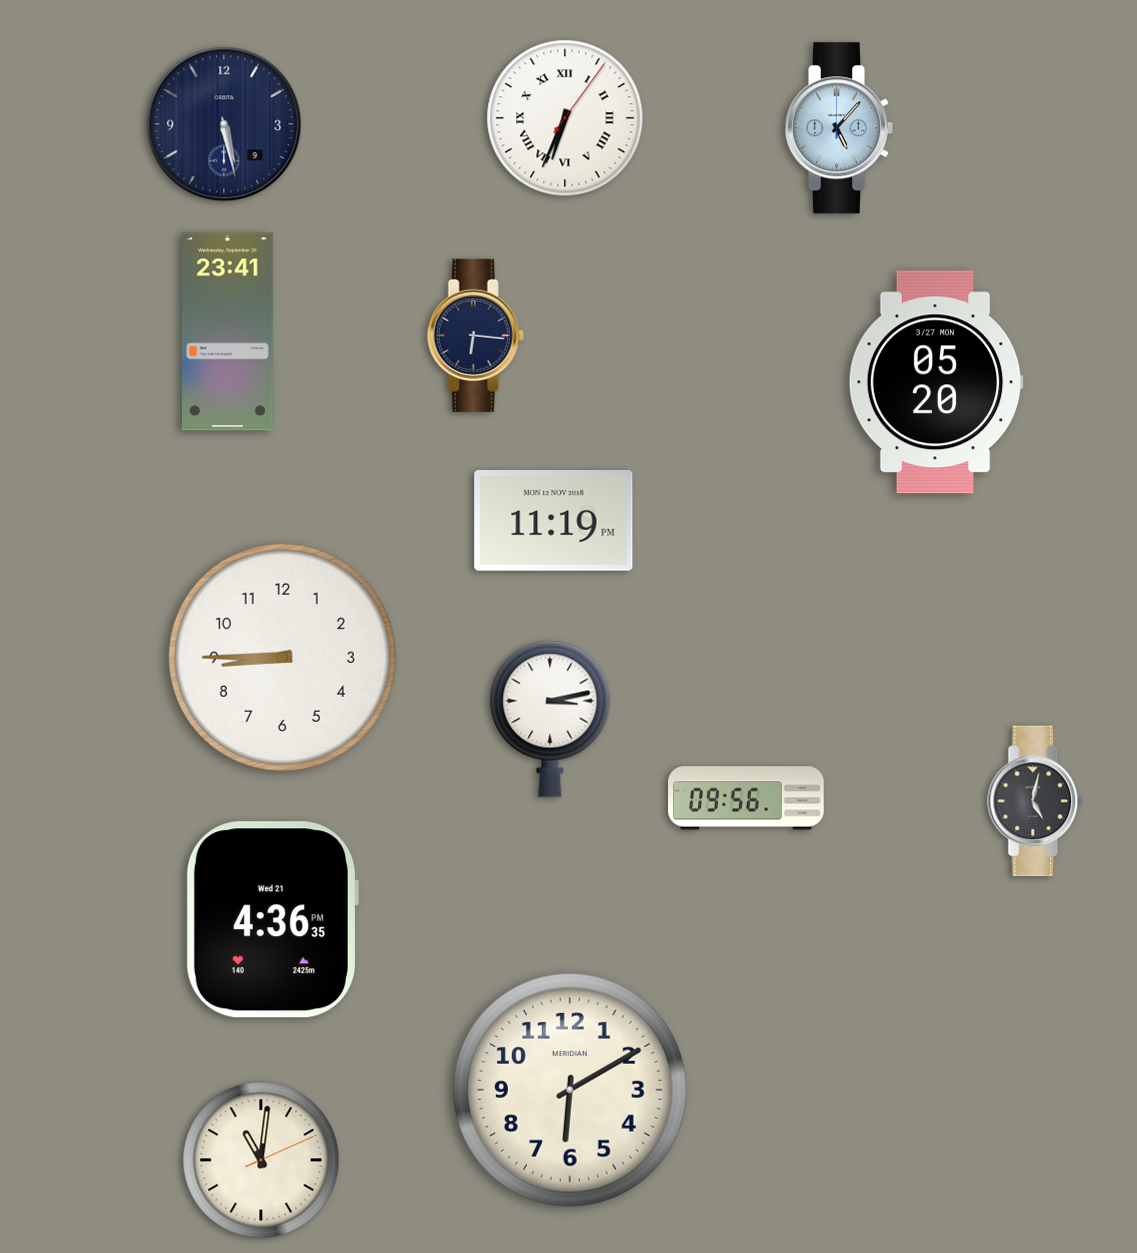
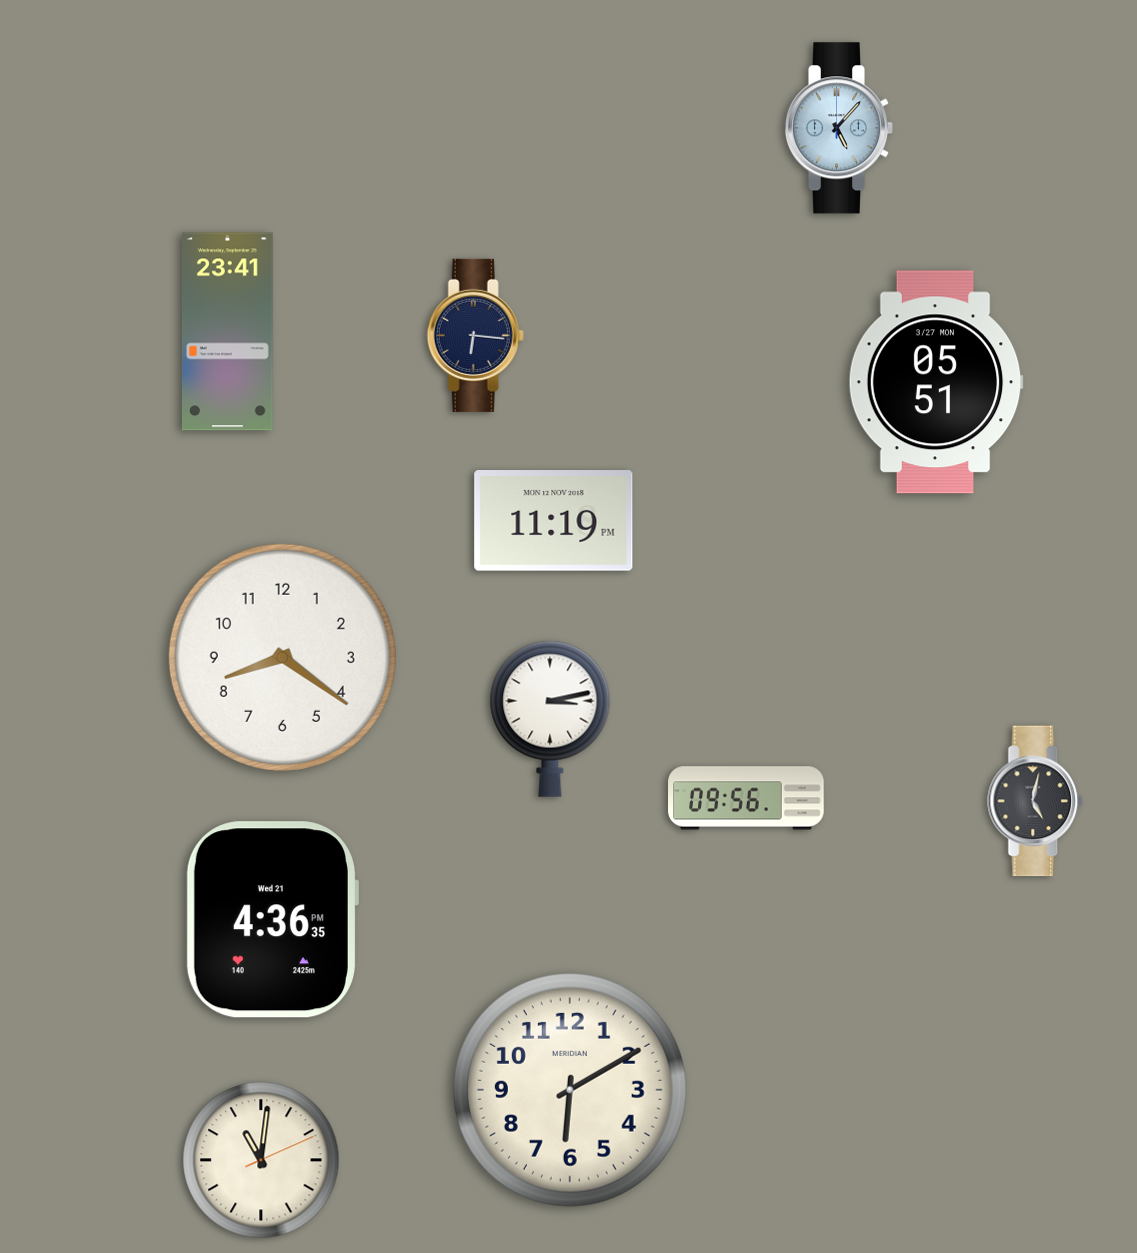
clock at (565, 118): 6:34 -> none
clock at (224, 124): 5:28 -> none
clock at (936, 382): 05:20 -> 05:51
clock at (282, 657): 8:45 -> 8:21
